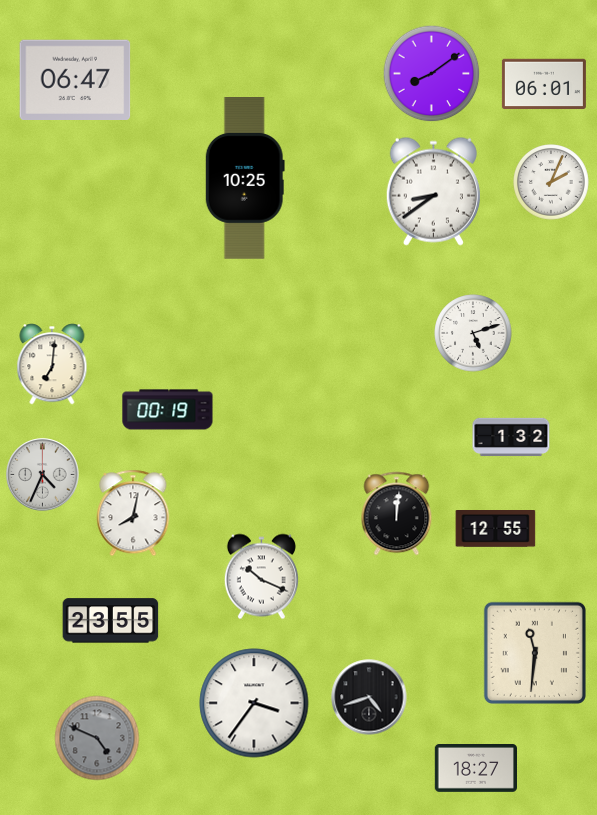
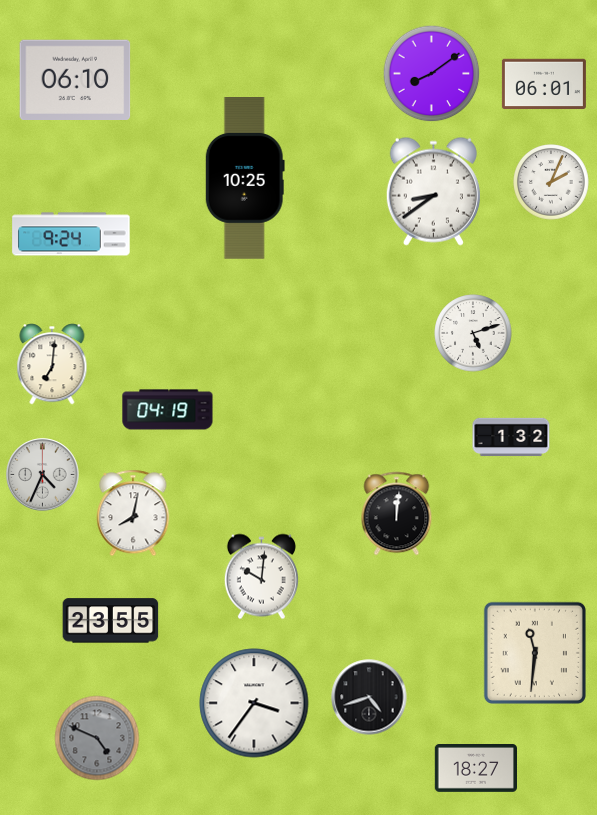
clock at (75, 79): 06:47 -> 06:10
clock at (71, 234): none -> 9:24
clock at (168, 410): 00:19 -> 04:19
clock at (496, 529): 12:55 -> none
clock at (261, 577): 10:19 -> 10:01
